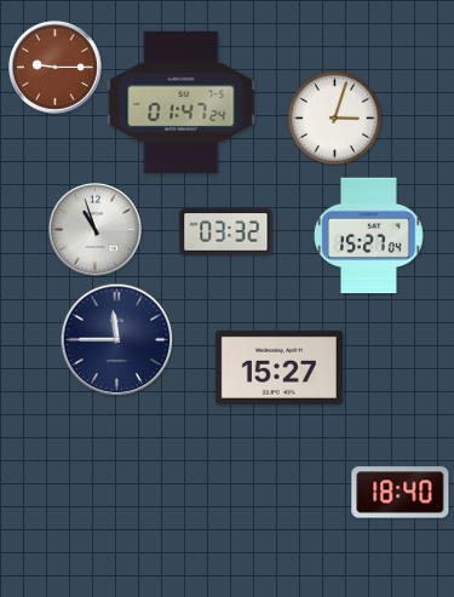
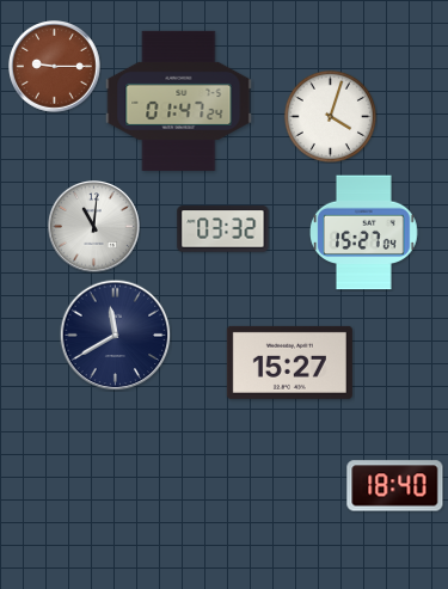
clock at (334, 117): 3:03 -> 4:03
clock at (96, 230): 10:57 -> 11:01
clock at (116, 339): 11:45 -> 11:40
clock at (278, 367) position: (278, 367) -> (289, 362)
